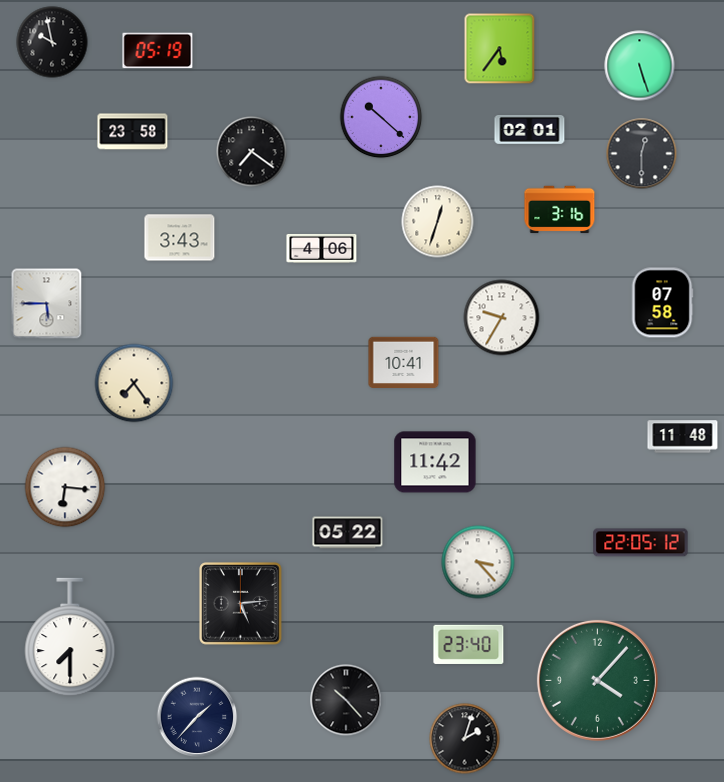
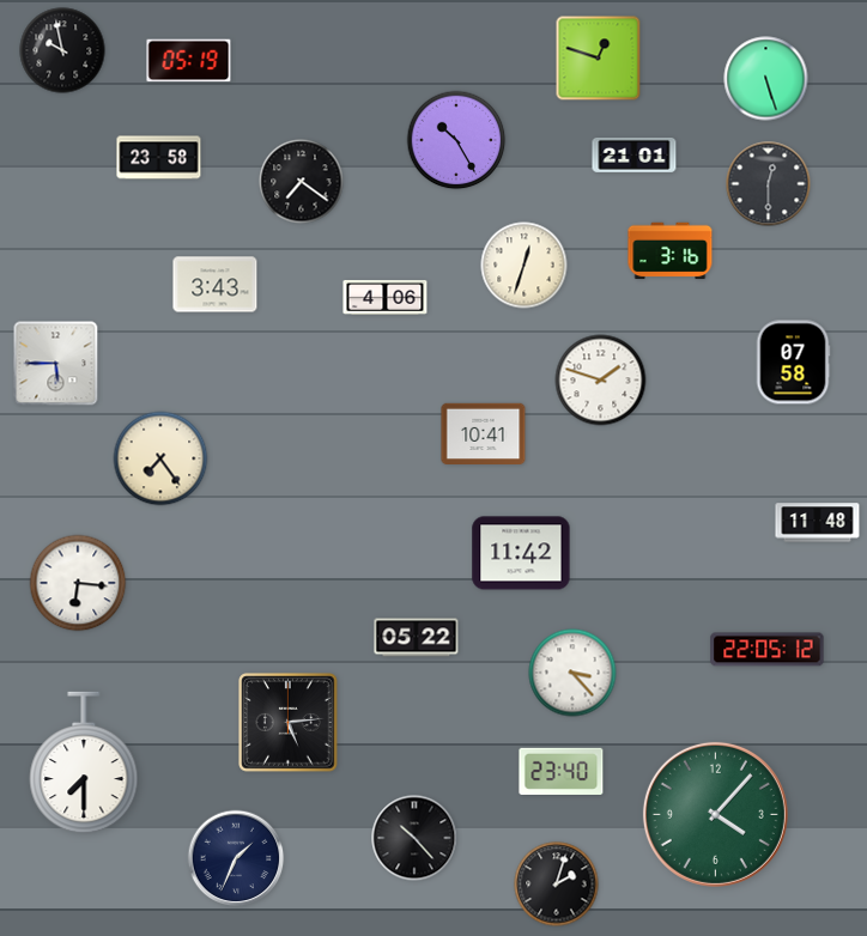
clock at (500, 49): 5:36 -> 12:48
clock at (381, 117): 10:22 -> 10:25
clock at (530, 129): 02:01 -> 21:01
clock at (502, 318): 9:35 -> 1:48
clock at (197, 717): 1:37 -> 1:34
